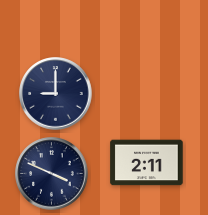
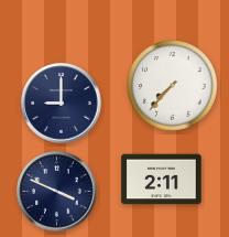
clock at (173, 86): none -> 7:37
